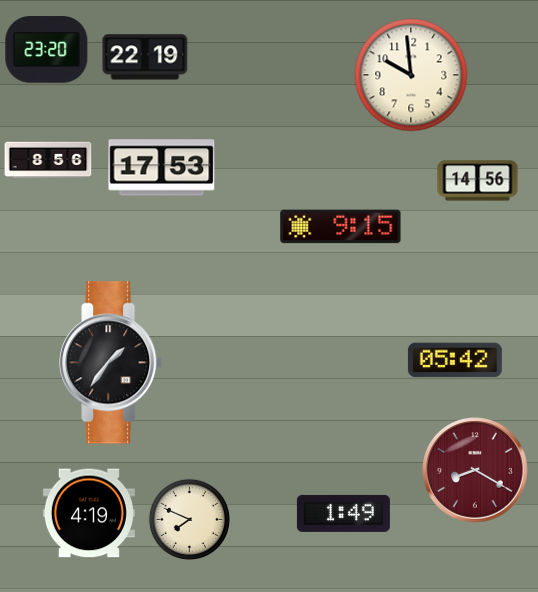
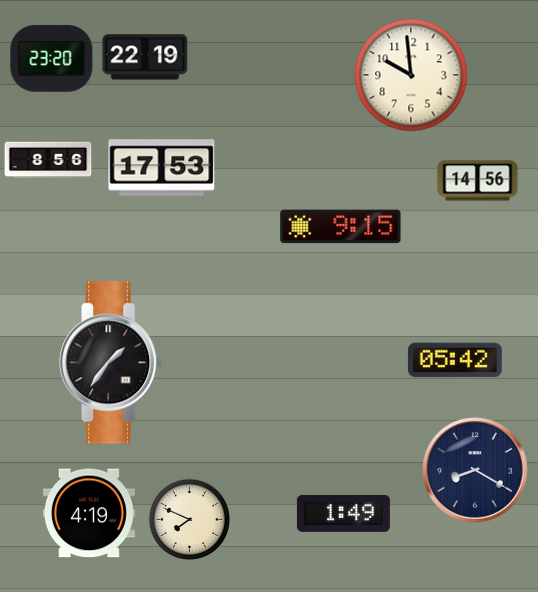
clock at (47, 50) position: (47, 50) -> (52, 59)
clock at (475, 470) dial: burgundy -> navy
